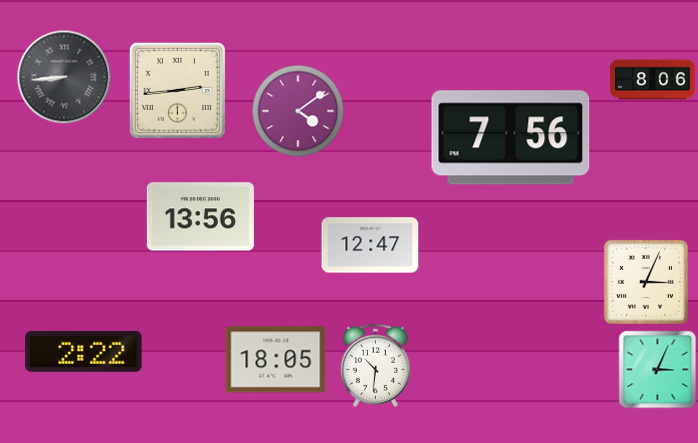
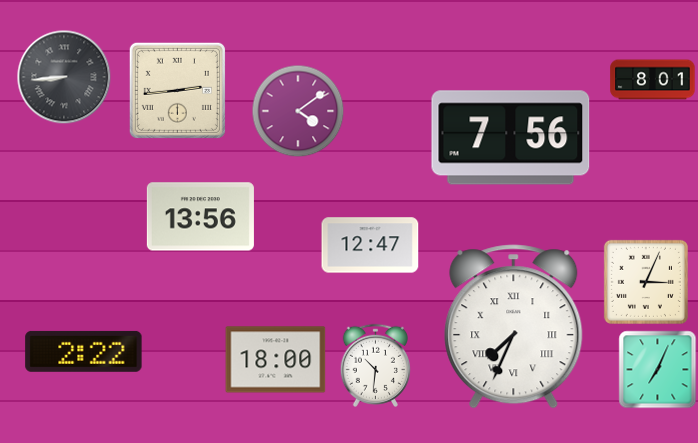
clock at (653, 80): 8:06 -> 8:01
clock at (514, 327): none -> 7:34
clock at (276, 360): 18:05 -> 18:00
clock at (658, 370): 3:04 -> 7:04
